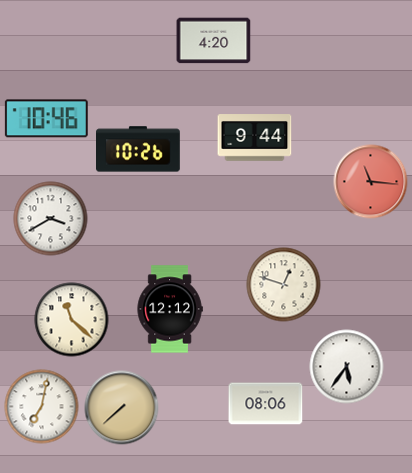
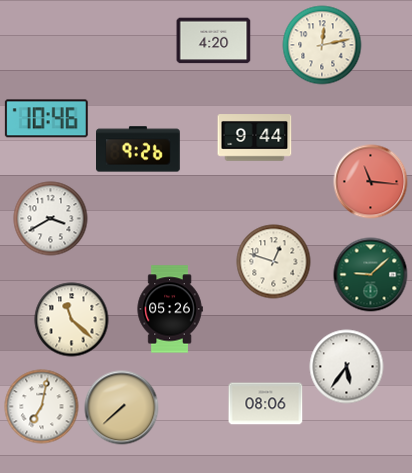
clock at (322, 45): none -> 12:13
clock at (139, 149): 10:26 -> 9:26
clock at (371, 275): none -> 9:08
clock at (284, 285) position: (284, 285) -> (274, 262)
clock at (170, 309): 12:12 -> 05:26
